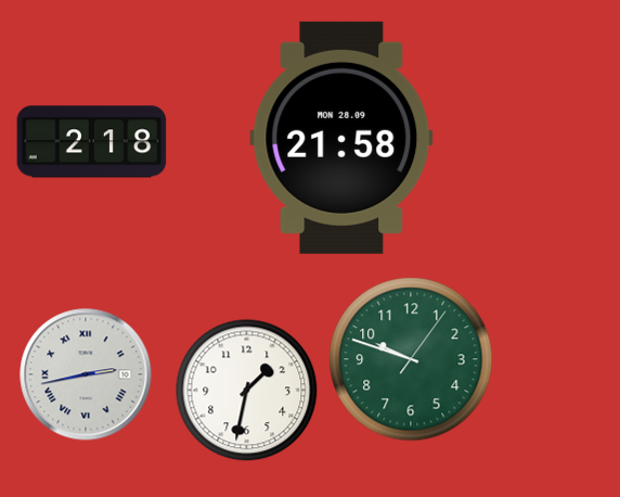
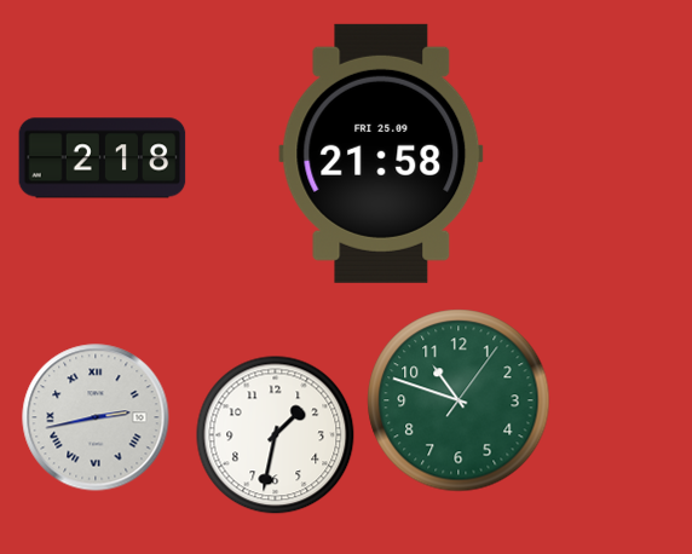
clock at (341, 138) date: MON 28.09 -> FRI 25.09
clock at (411, 359): 9:48 -> 10:48
